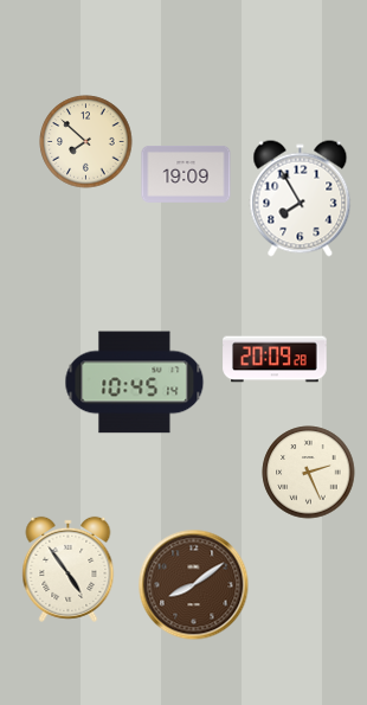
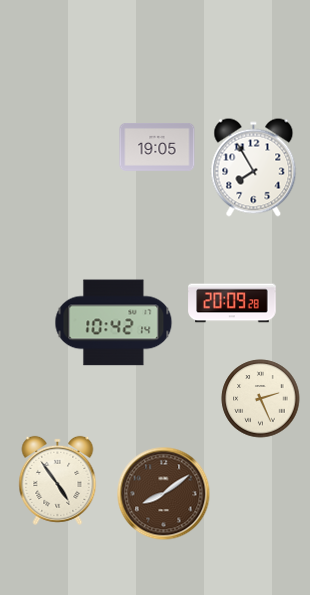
clock at (86, 142): 7:52 -> none
clock at (186, 175): 19:09 -> 19:05
clock at (135, 383): 10:45 -> 10:42
